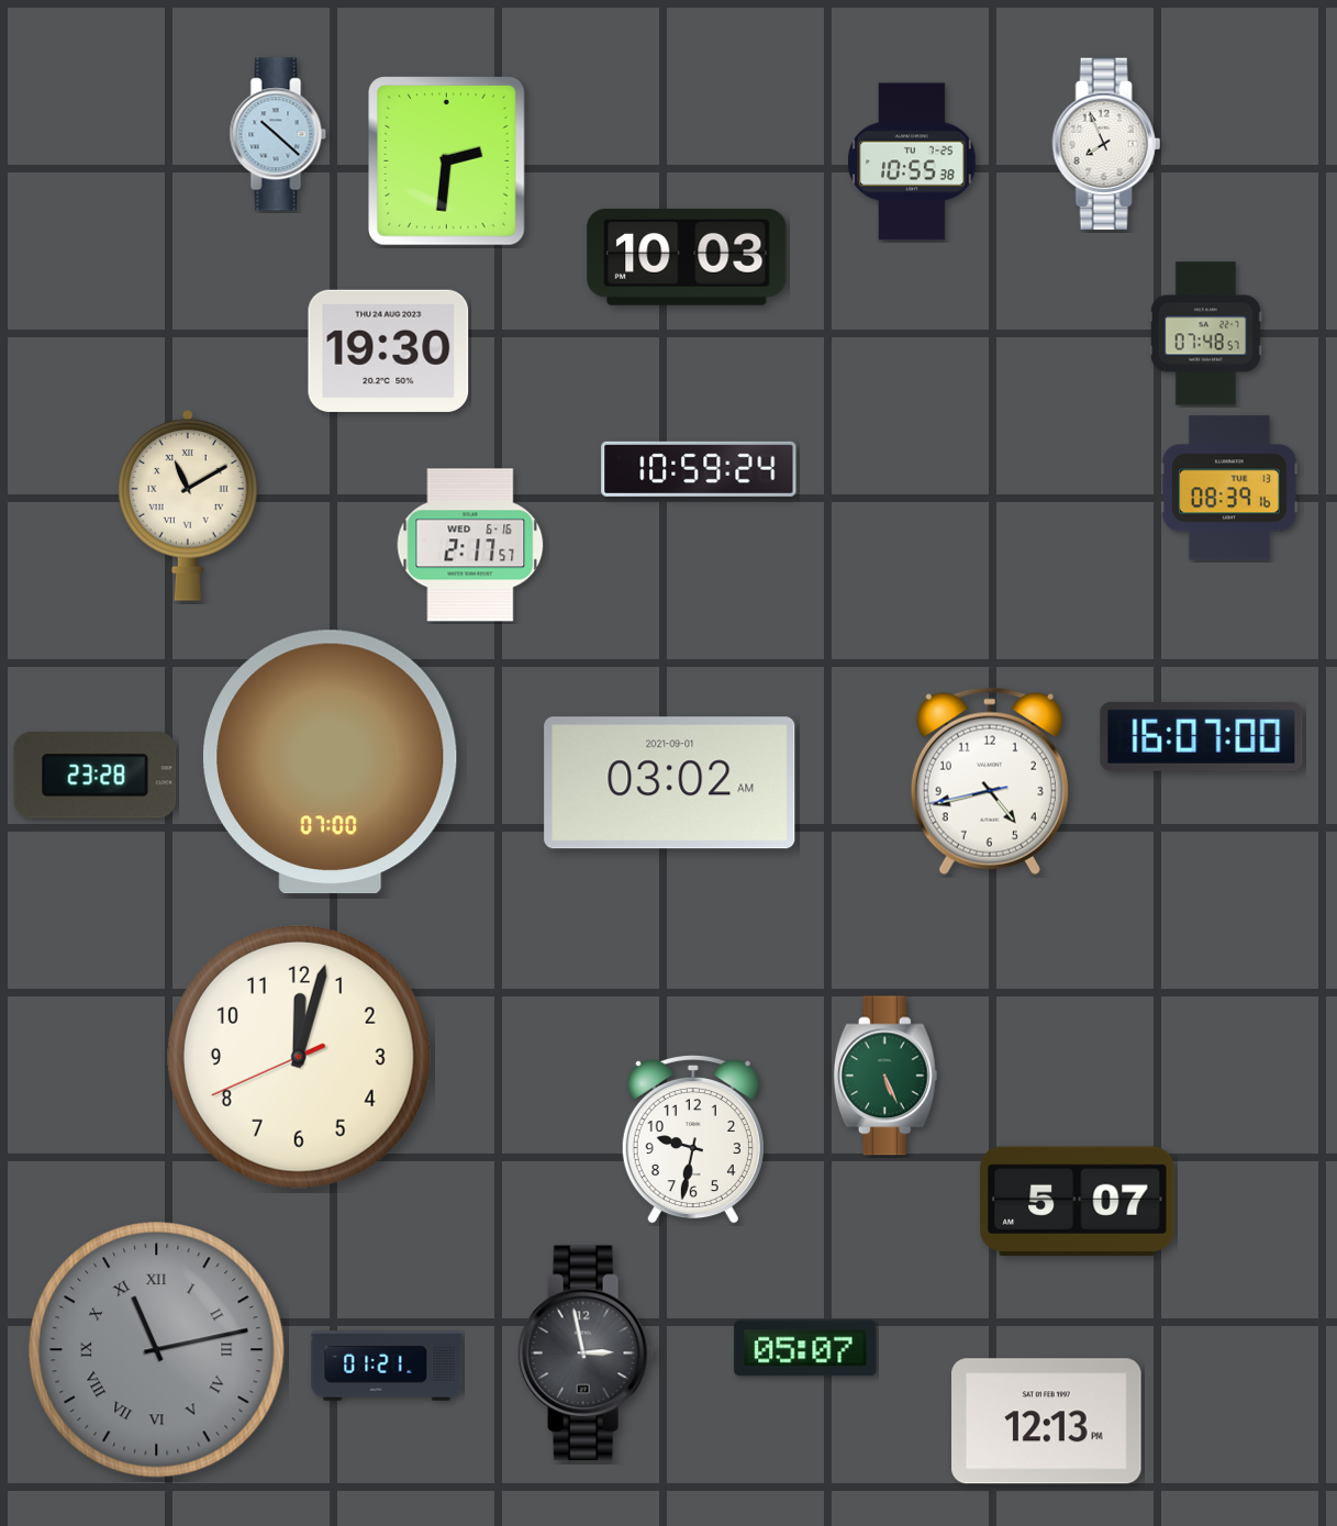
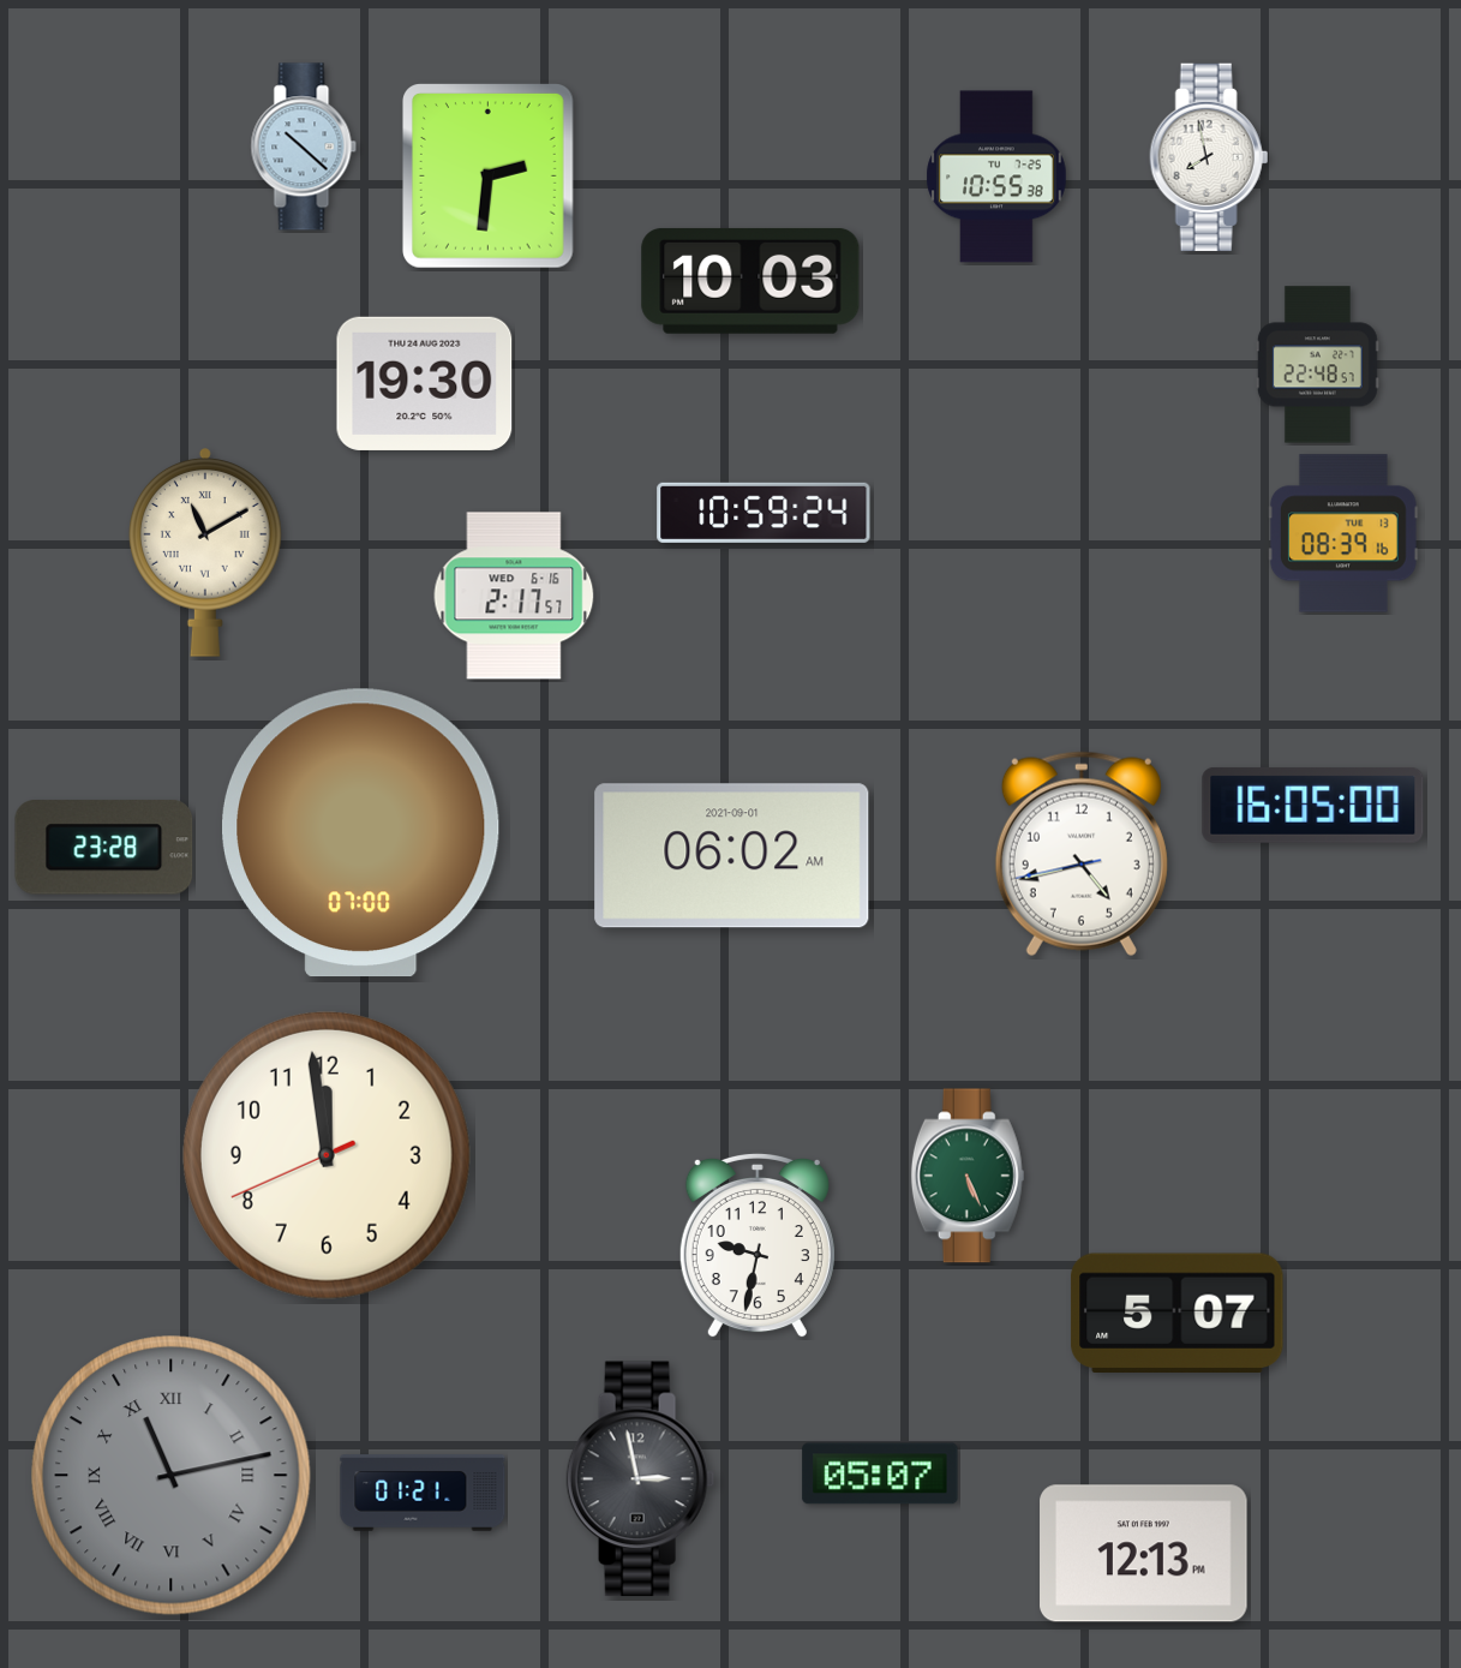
clock at (1106, 143): 7:56 -> 7:58
clock at (1205, 334): 07:48 -> 22:48
clock at (1202, 736): 16:07 -> 16:05
clock at (670, 783): 03:02 -> 06:02
clock at (299, 1057): 12:02 -> 11:58
